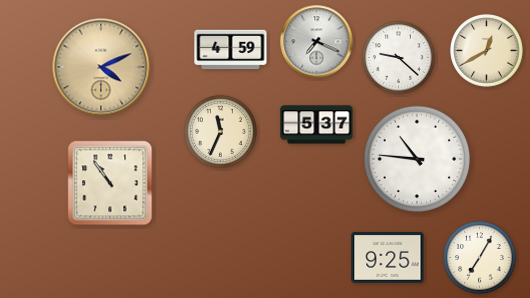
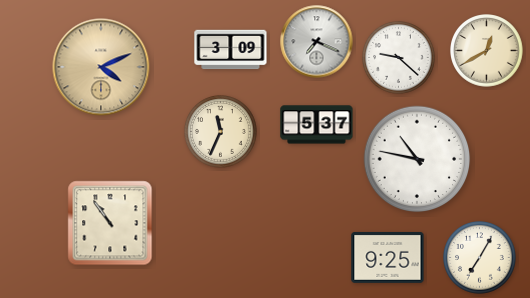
clock at (231, 50): 4:59 -> 3:09
clock at (417, 159): 10:46 -> 10:47
clock at (110, 183) position: (110, 183) -> (110, 223)
